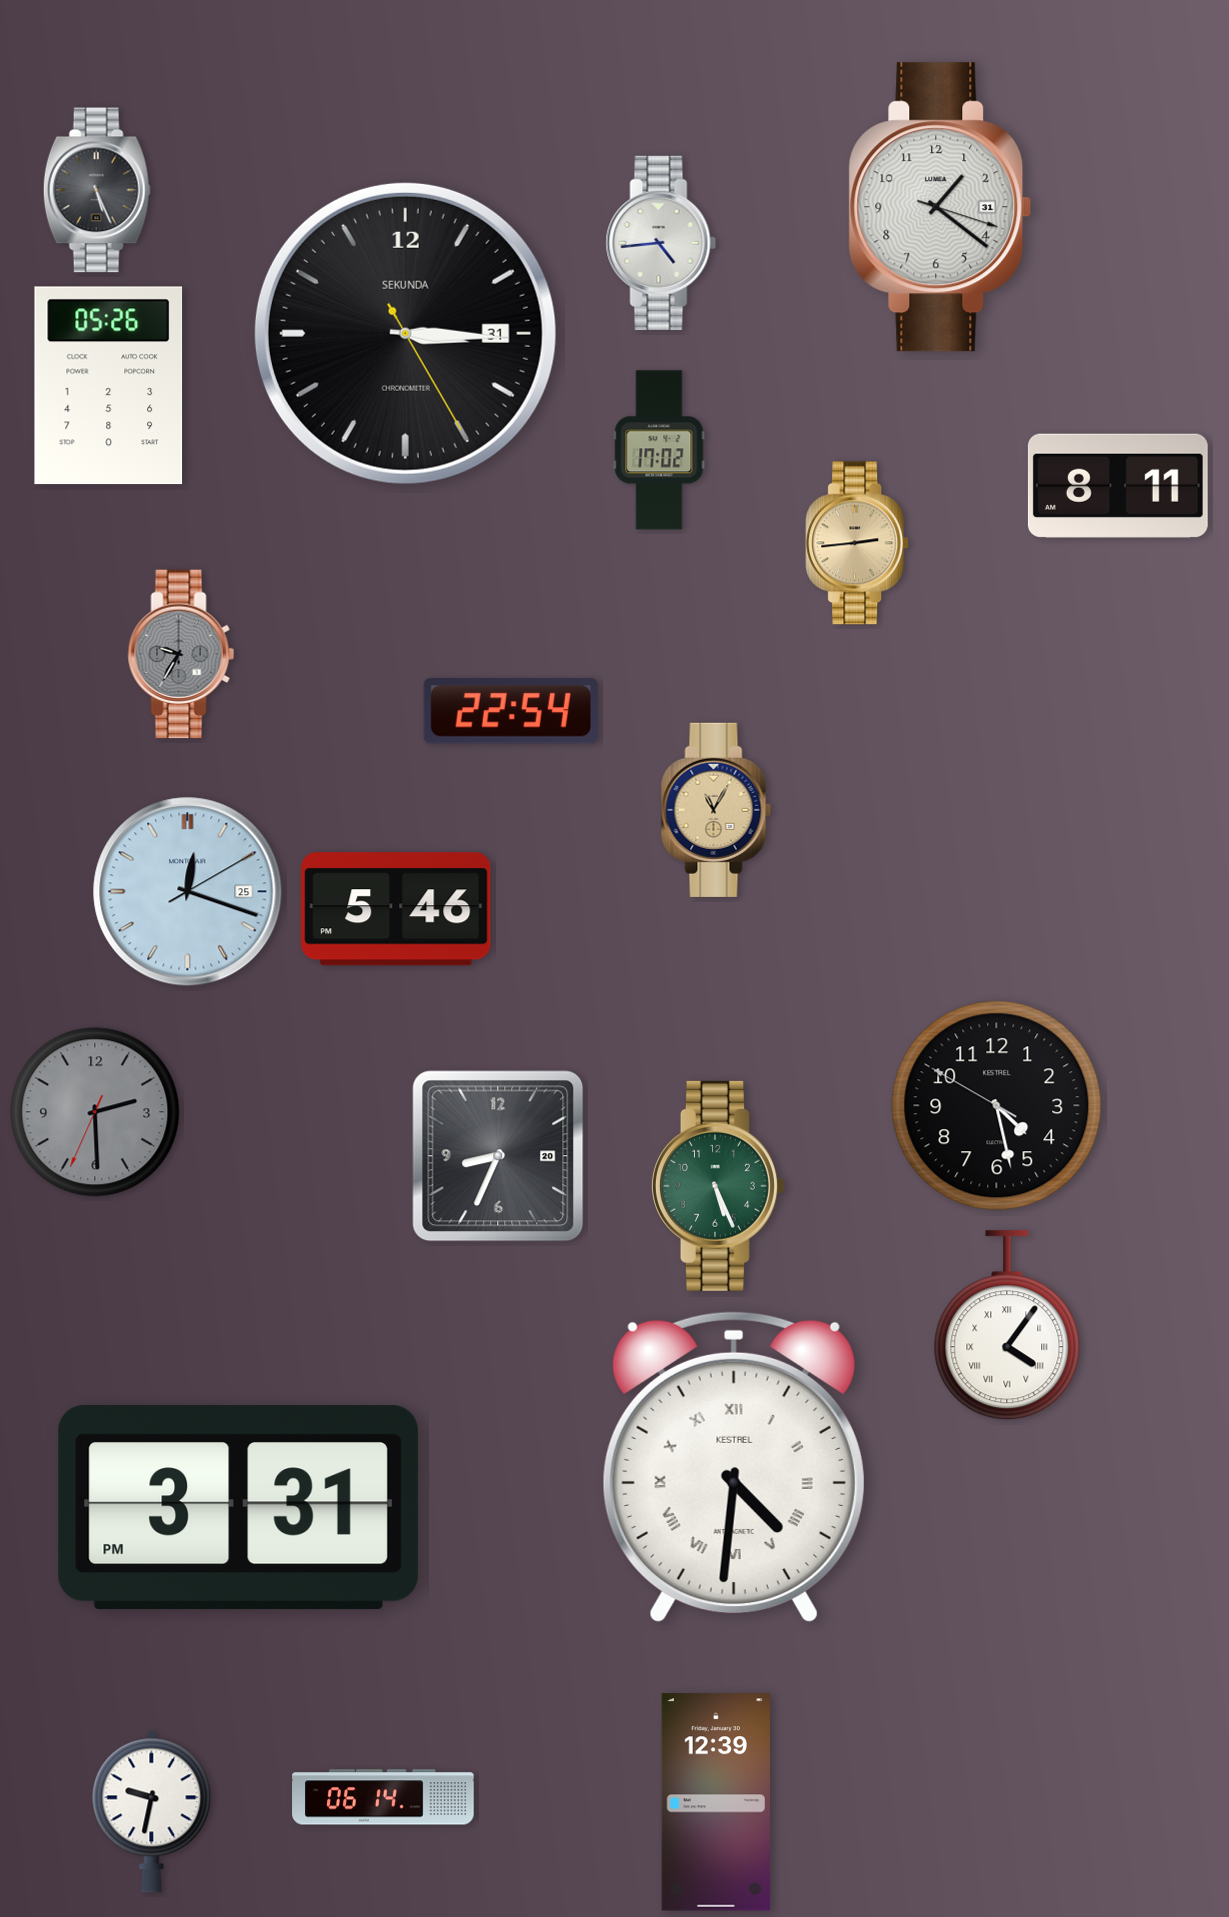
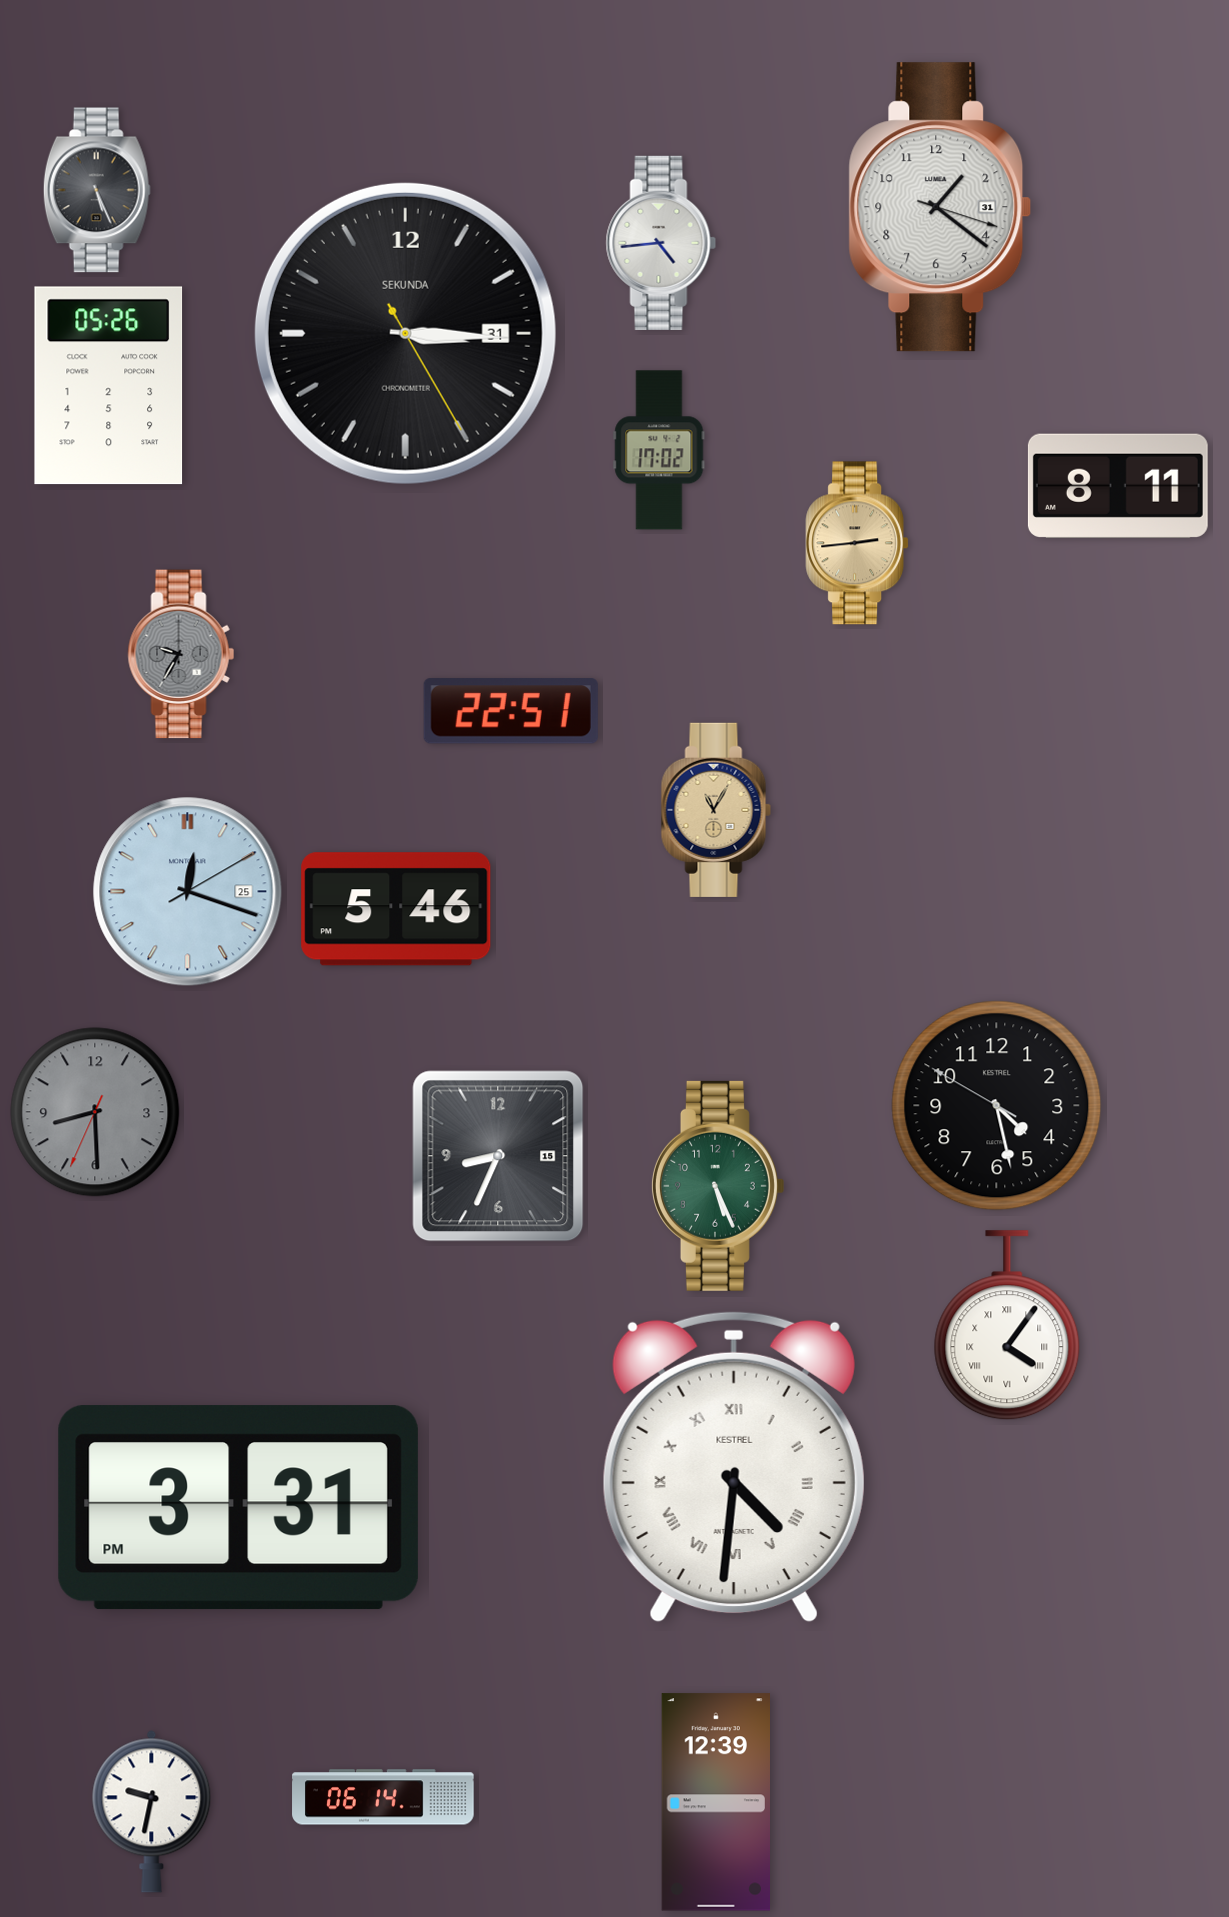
clock at (511, 711): 22:54 -> 22:51
clock at (95, 1112): 2:29 -> 8:29
clock at (498, 1156) date: 20 -> 15
